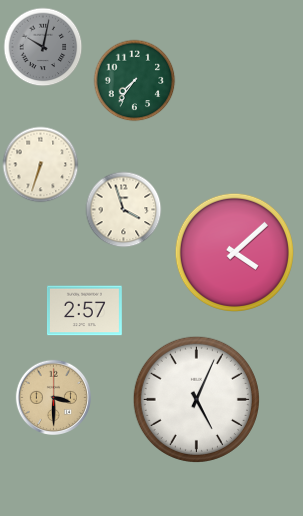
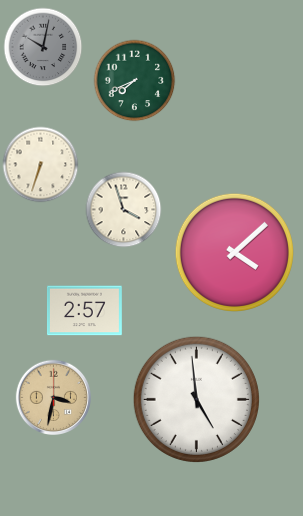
clock at (135, 81): 7:36 -> 7:41
clock at (53, 397): 3:30 -> 3:32
clock at (196, 399): 5:04 -> 4:59
